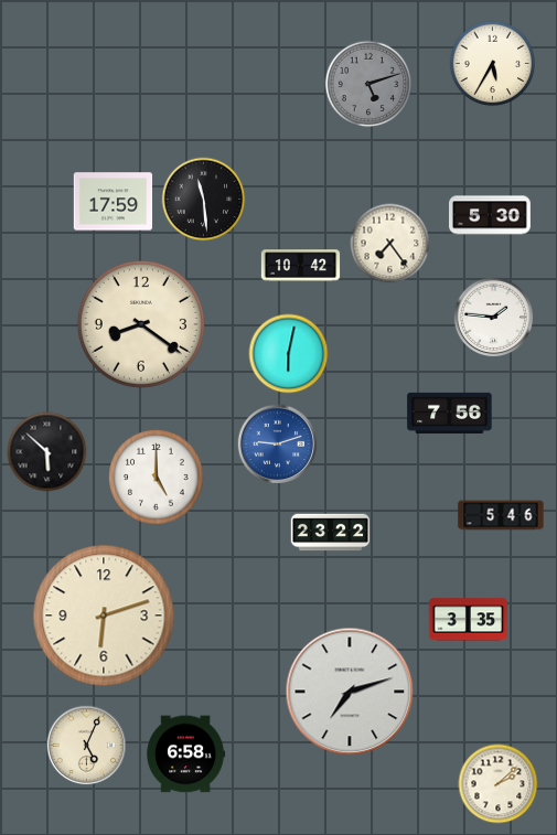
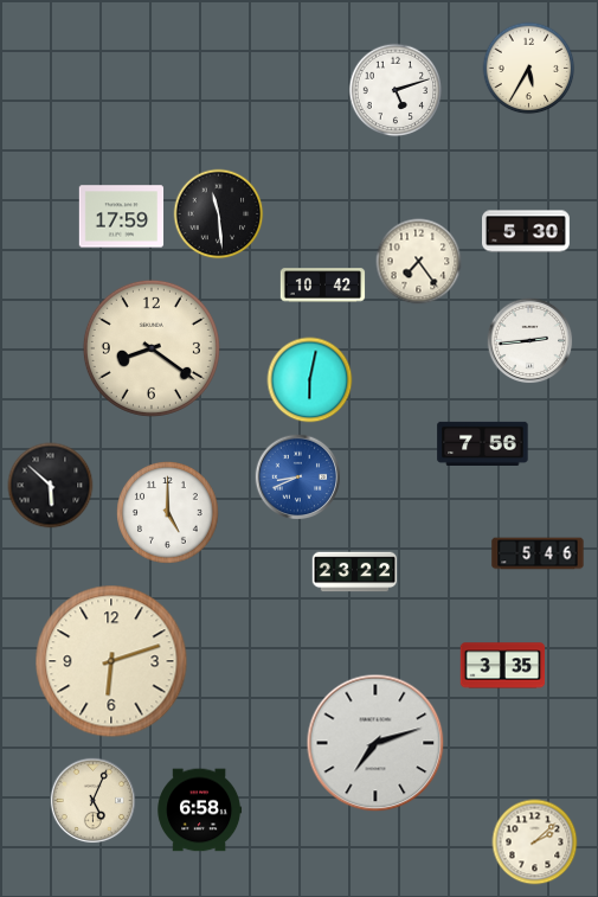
clock at (368, 84) dial: grey -> white
clock at (494, 318): 1:46 -> 2:44
clock at (278, 445): 9:12 -> 8:41
